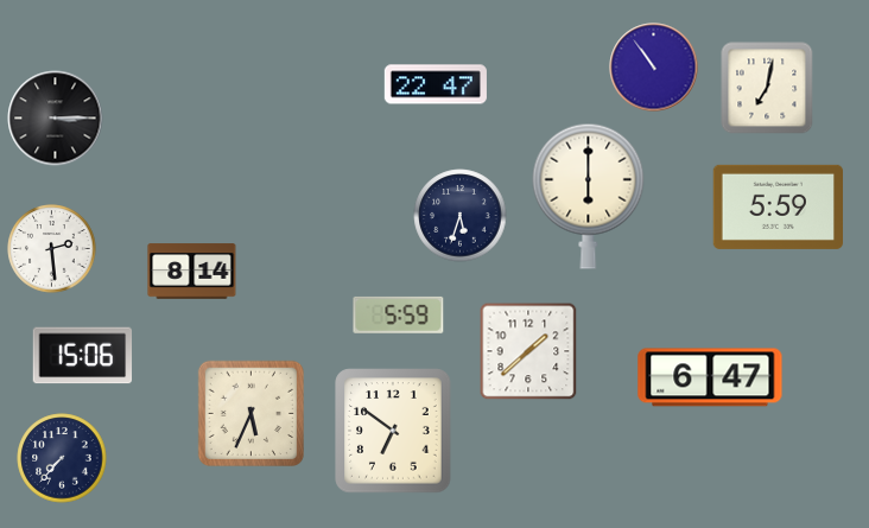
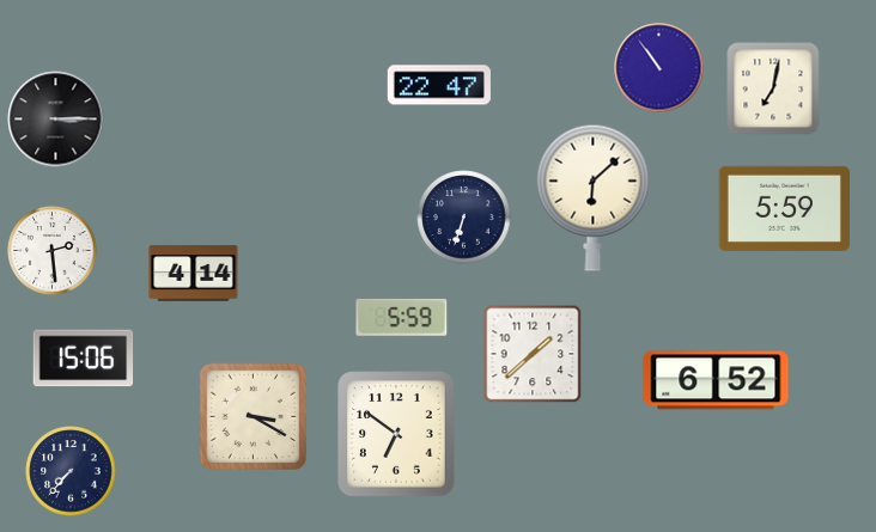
clock at (589, 196): 6:00 -> 6:08
clock at (461, 216): 5:33 -> 6:33
clock at (192, 272): 8:14 -> 4:14
clock at (710, 377): 6:47 -> 6:52
clock at (250, 413): 5:34 -> 3:20
clock at (62, 458) position: (62, 458) -> (71, 471)
